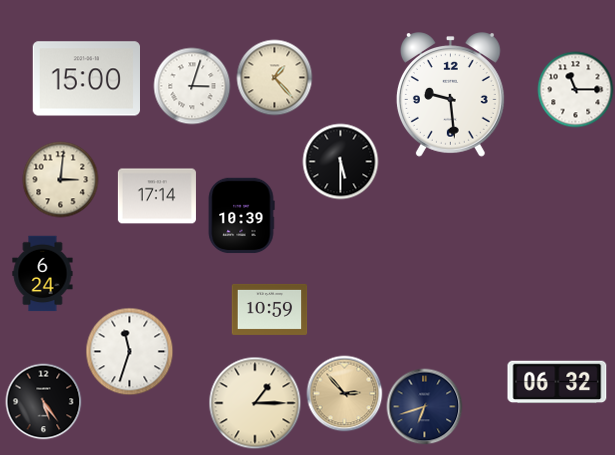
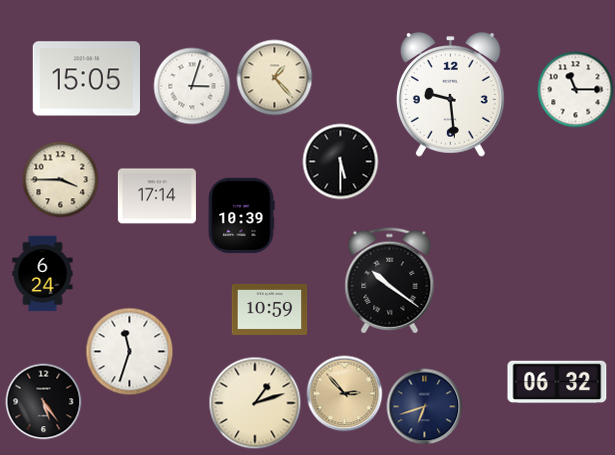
clock at (86, 79): 15:00 -> 15:05
clock at (61, 180): 3:01 -> 3:45
clock at (390, 281): none -> 10:21
clock at (255, 403): 1:15 -> 1:12
